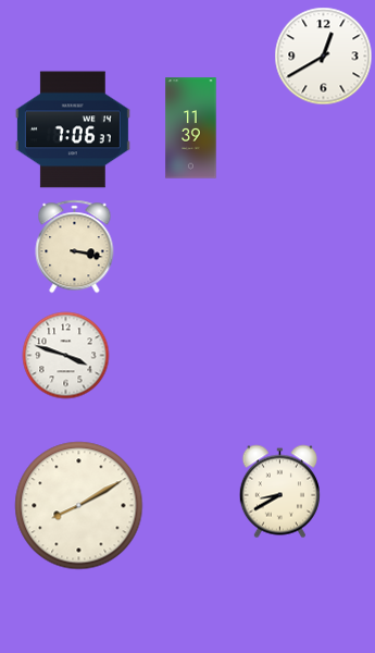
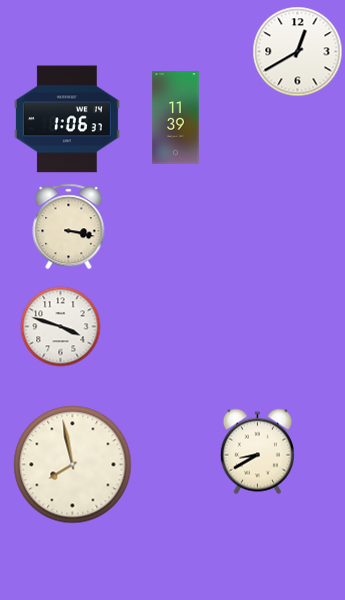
clock at (73, 130): 7:06 -> 1:06
clock at (79, 506): 8:10 -> 7:58
